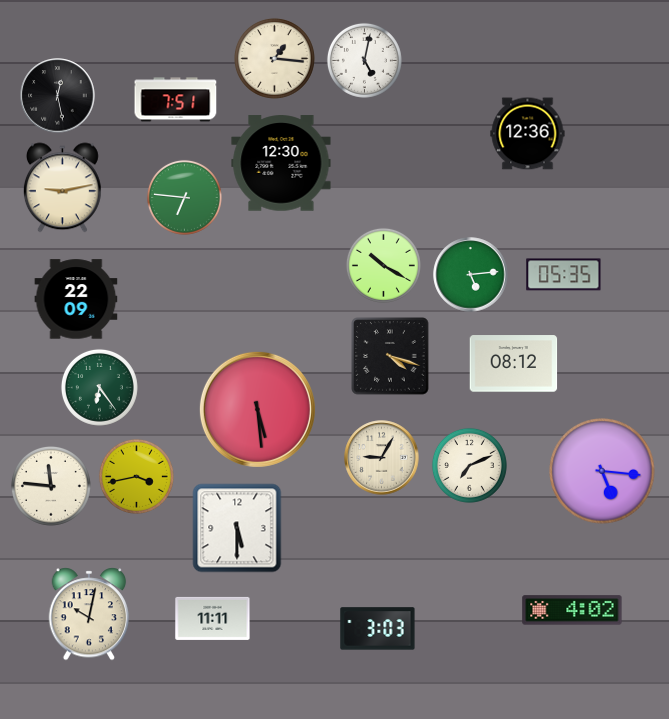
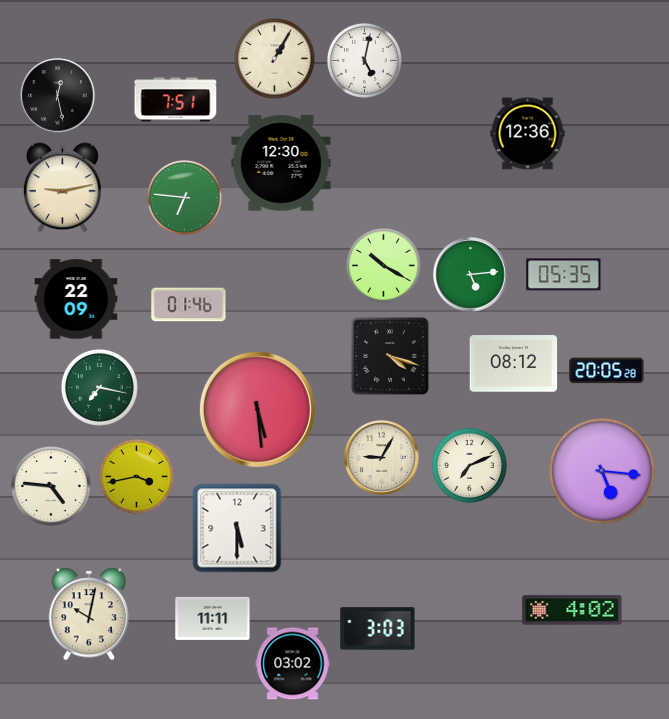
clock at (274, 58): 1:16 -> 1:05
clock at (189, 305): none -> 01:46
clock at (607, 371): none -> 20:05
clock at (99, 387): 6:24 -> 7:17
clock at (51, 486): 11:46 -> 4:46
clock at (293, 664): none -> 03:02
